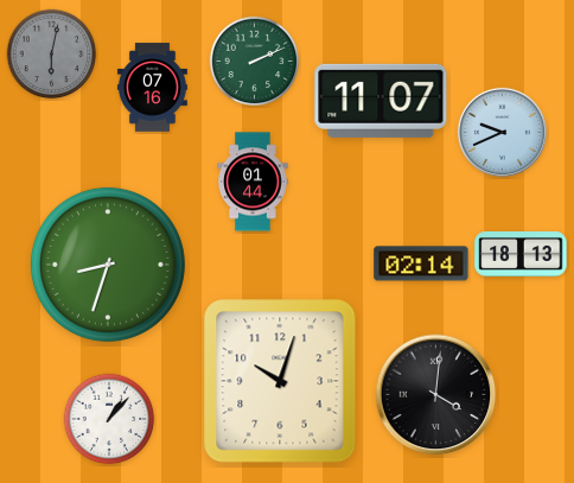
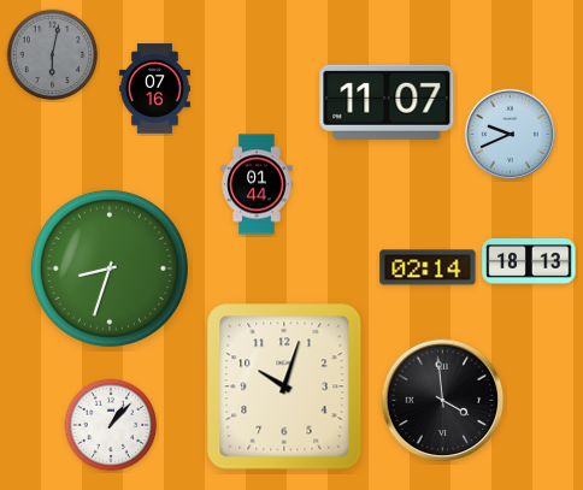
clock at (255, 62): 2:11 -> none
clock at (521, 255) position: (521, 255) -> (529, 262)
clock at (436, 395): 4:01 -> 3:59
